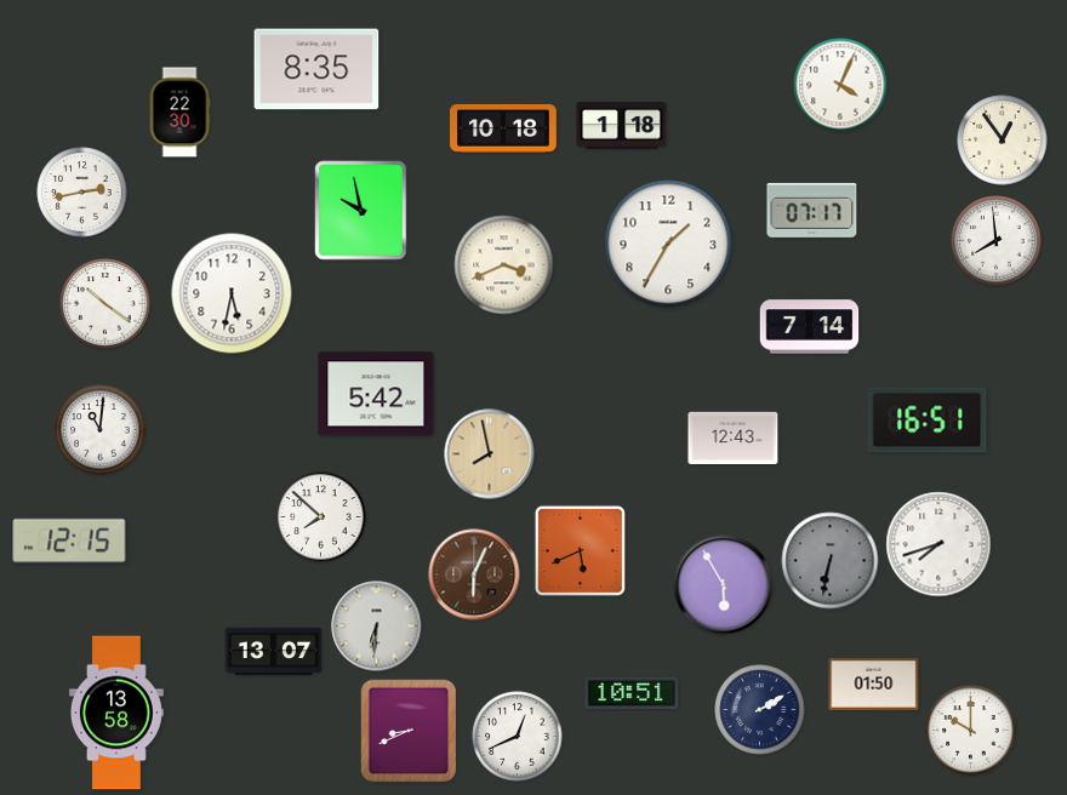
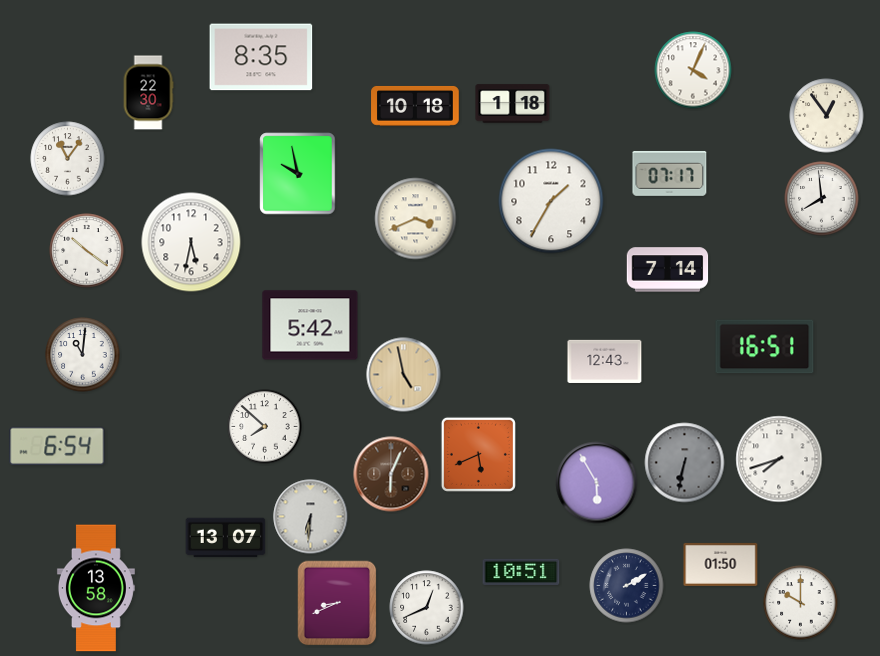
clock at (82, 193): 2:43 -> 11:06
clock at (490, 454): 7:58 -> 4:58
clock at (69, 541): 12:15 -> 6:54
clock at (938, 544) position: (938, 544) -> (779, 459)
